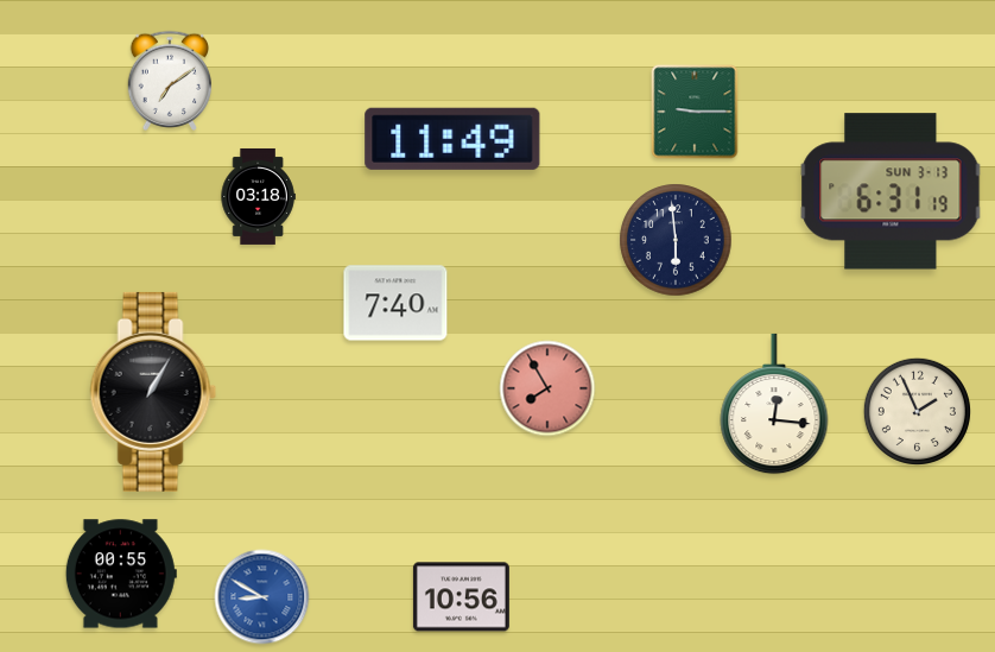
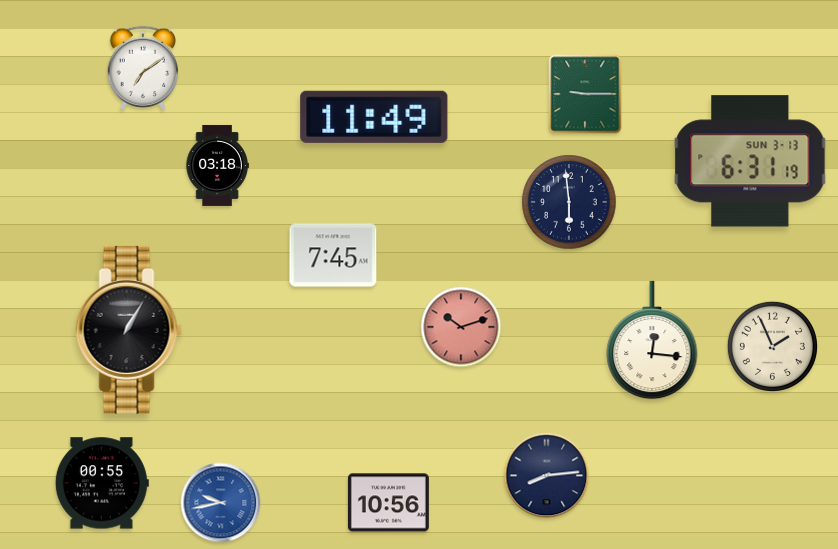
clock at (452, 139) position: (452, 139) -> (374, 117)
clock at (395, 303): 7:40 -> 7:45
clock at (547, 388): 7:55 -> 10:12
clock at (547, 476): none -> 8:14
clock at (262, 597): 8:50 -> 9:43
